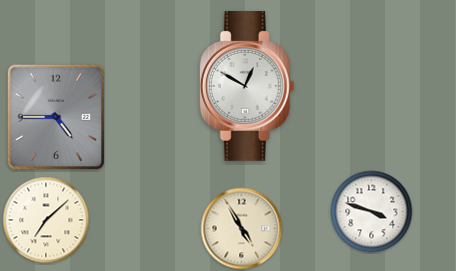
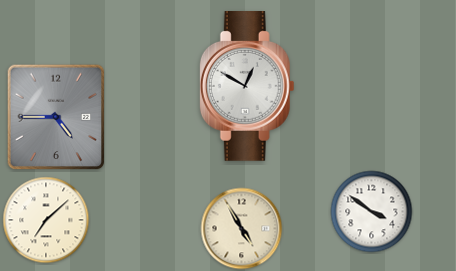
clock at (372, 212): 3:48 -> 3:51
